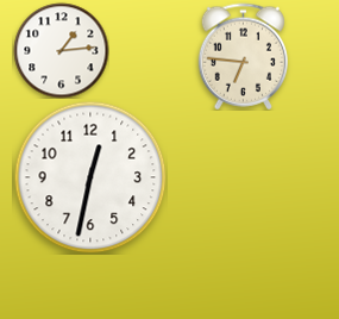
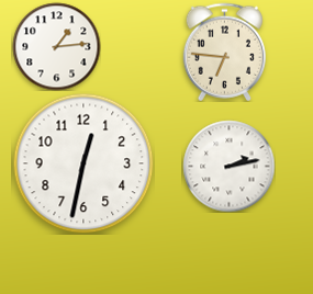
clock at (228, 166): none -> 2:13
